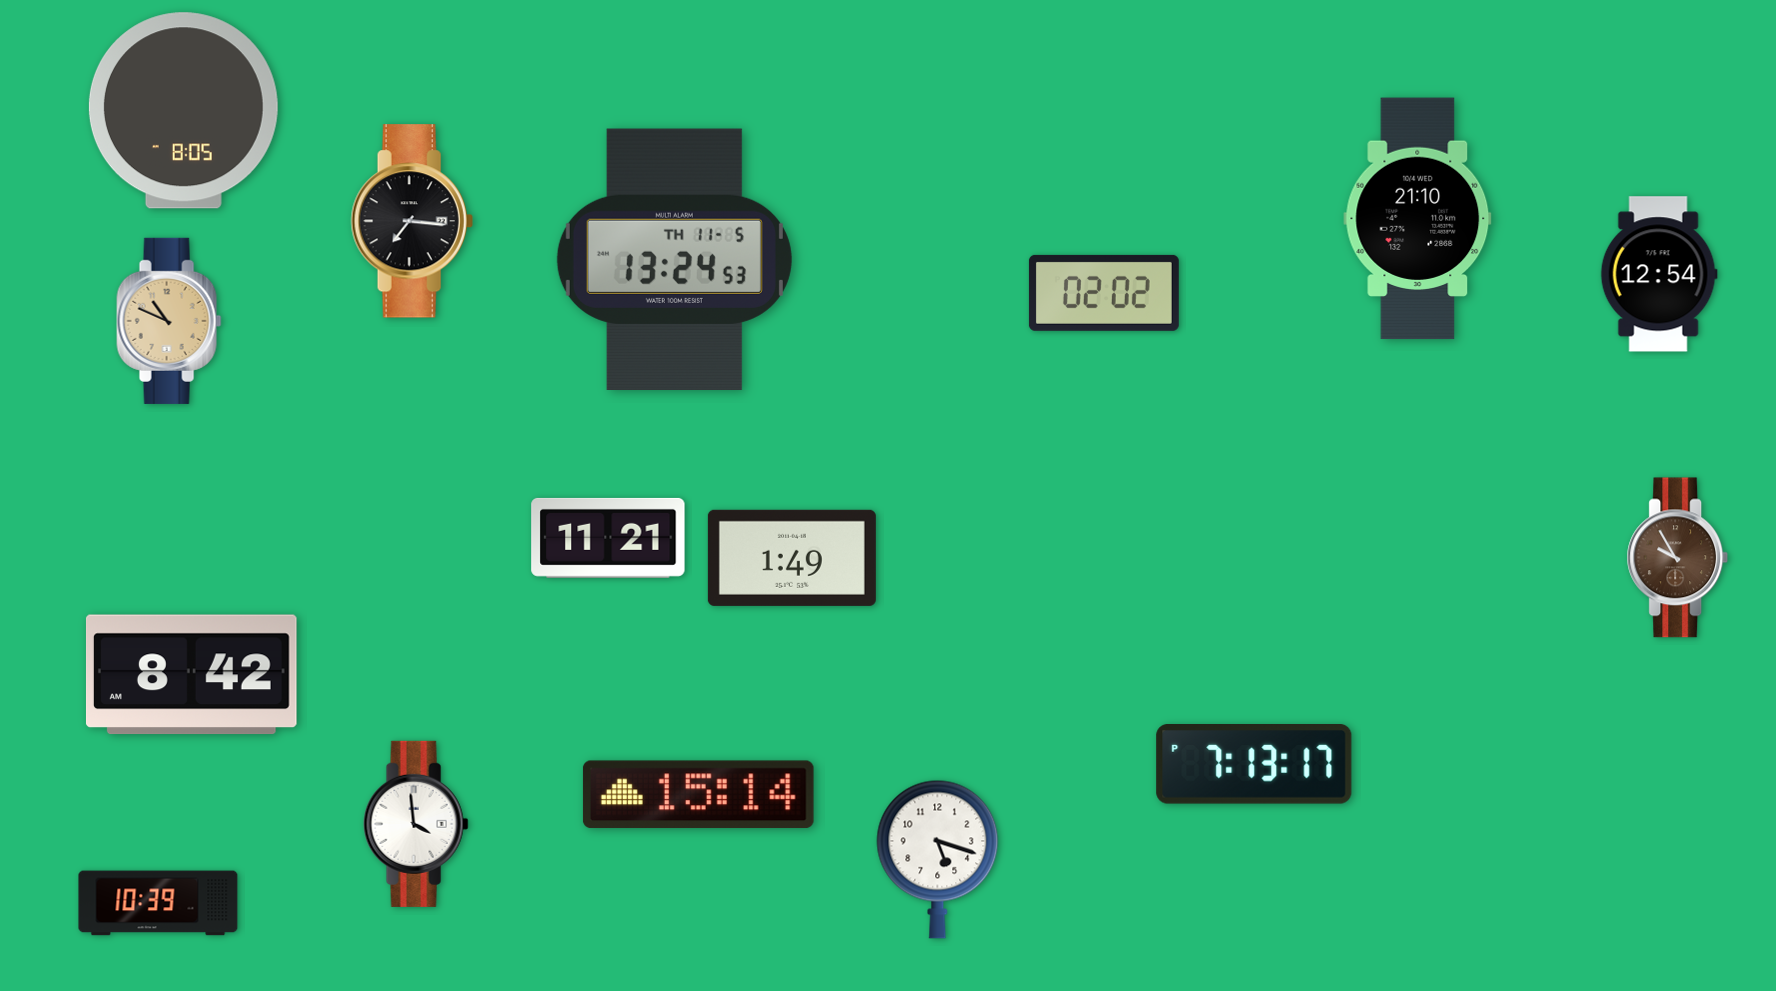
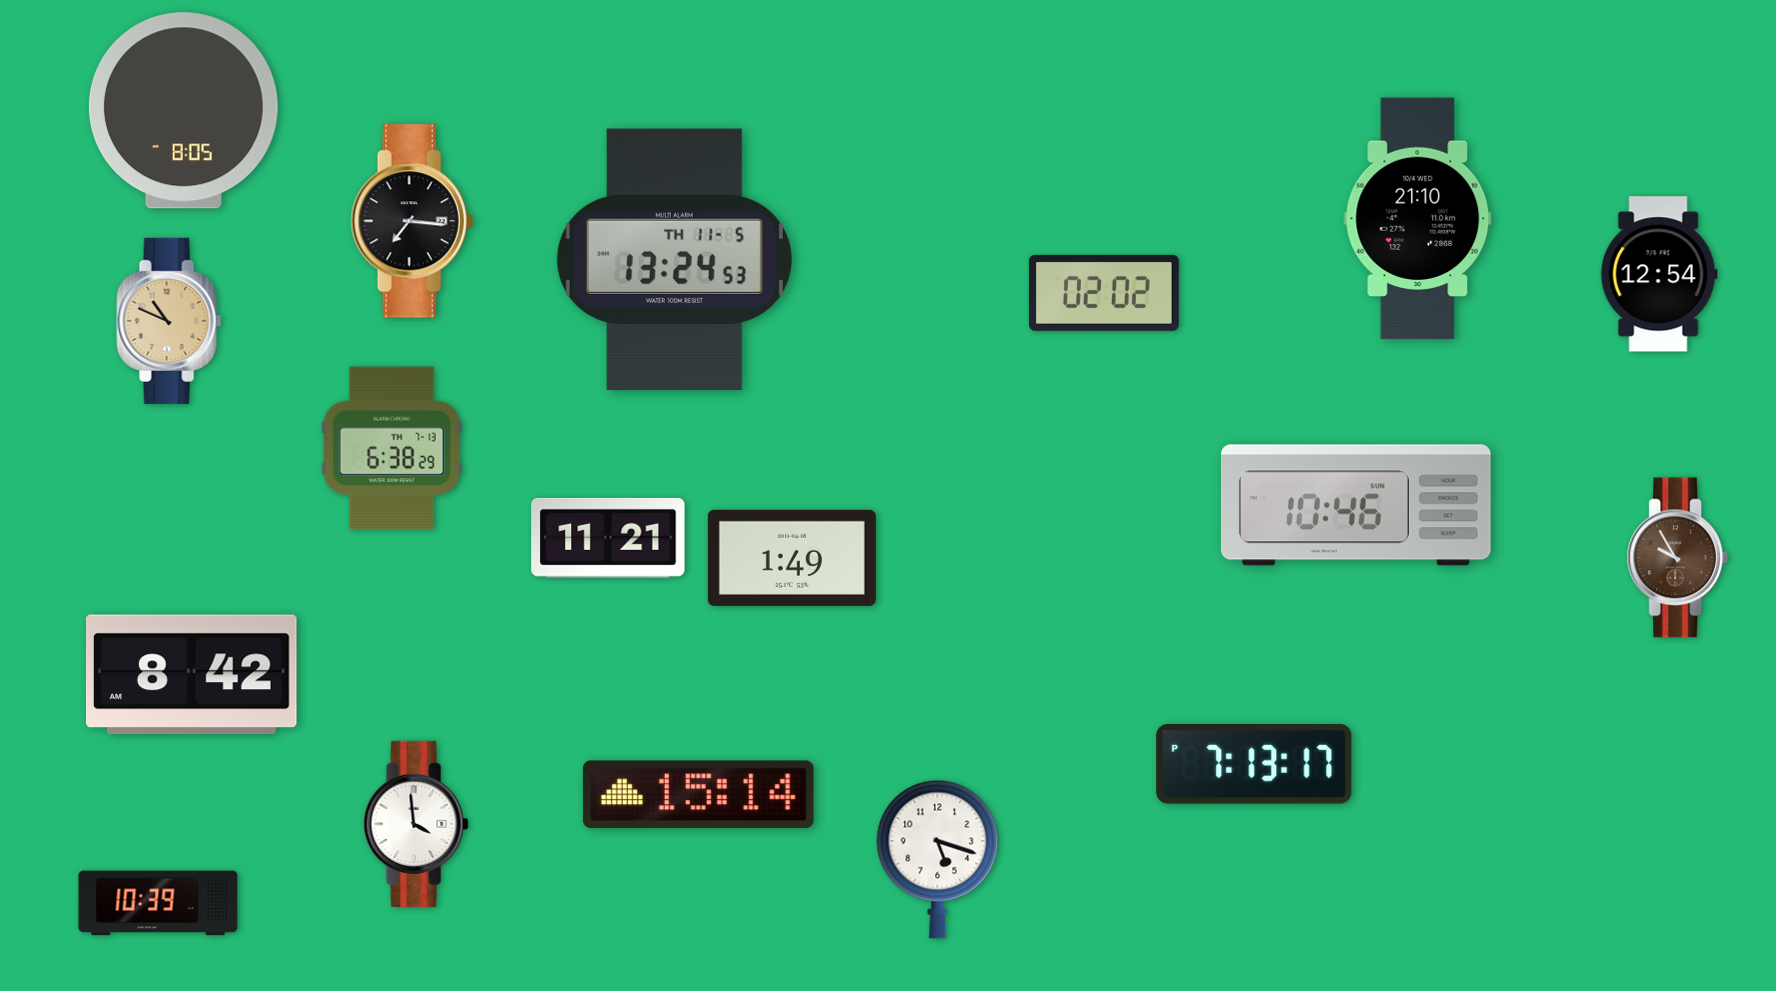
clock at (392, 448): none -> 6:38
clock at (1356, 505): none -> 10:46
